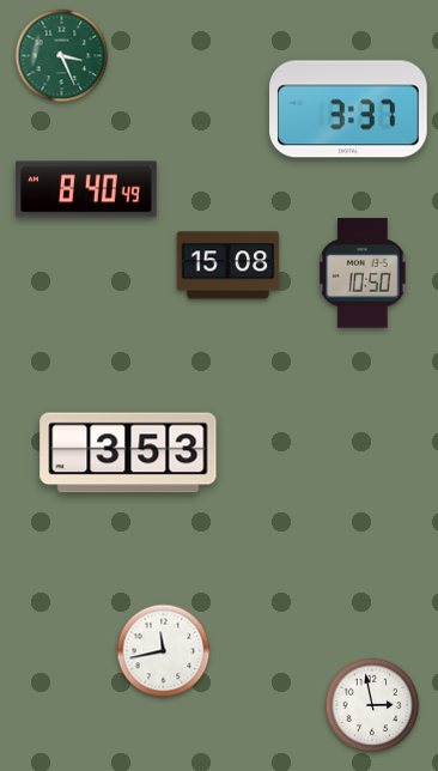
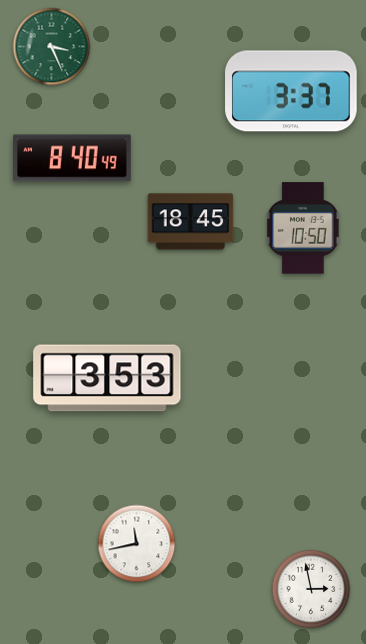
clock at (229, 266): 15:08 -> 18:45
